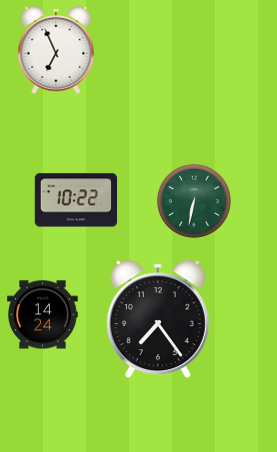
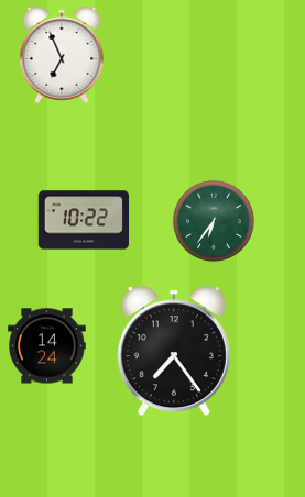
clock at (194, 201): 6:32 -> 6:36
